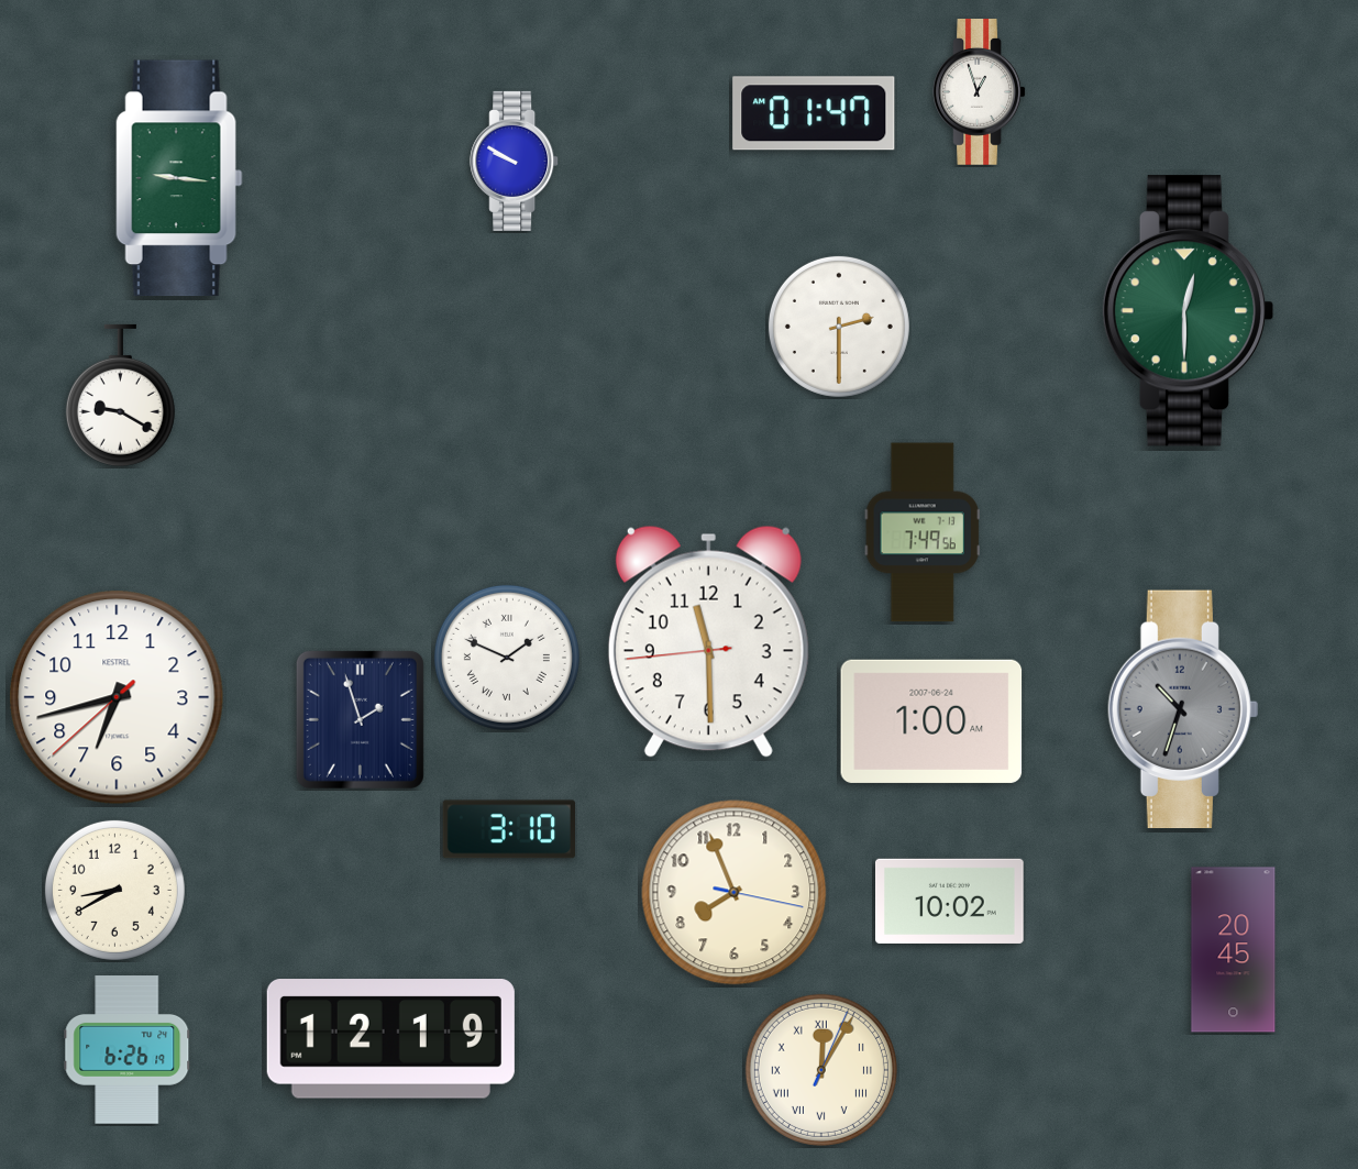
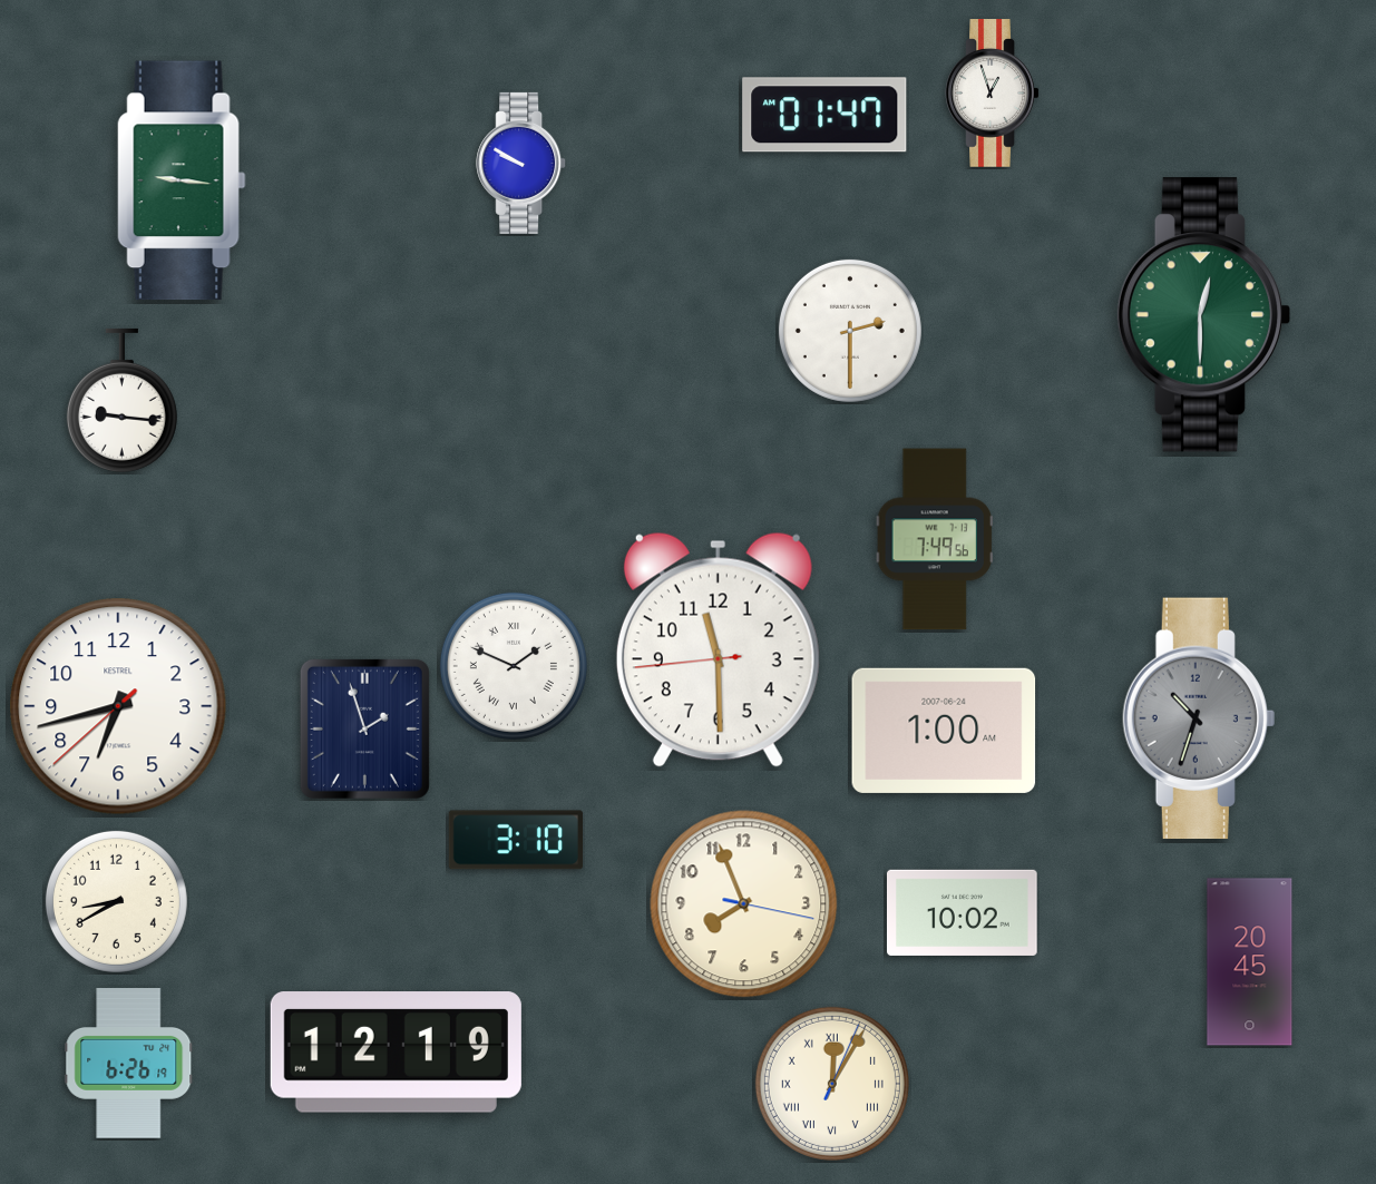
clock at (120, 395): 9:20 -> 9:16
